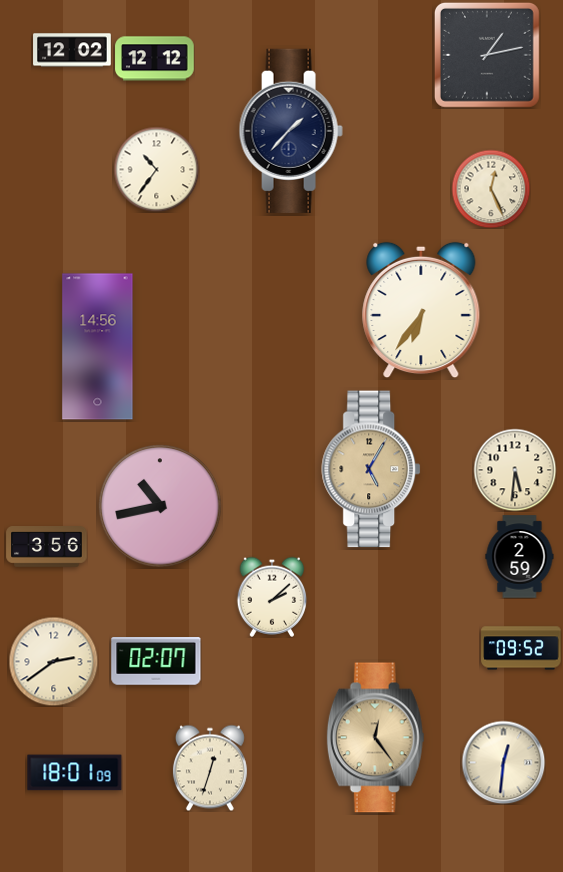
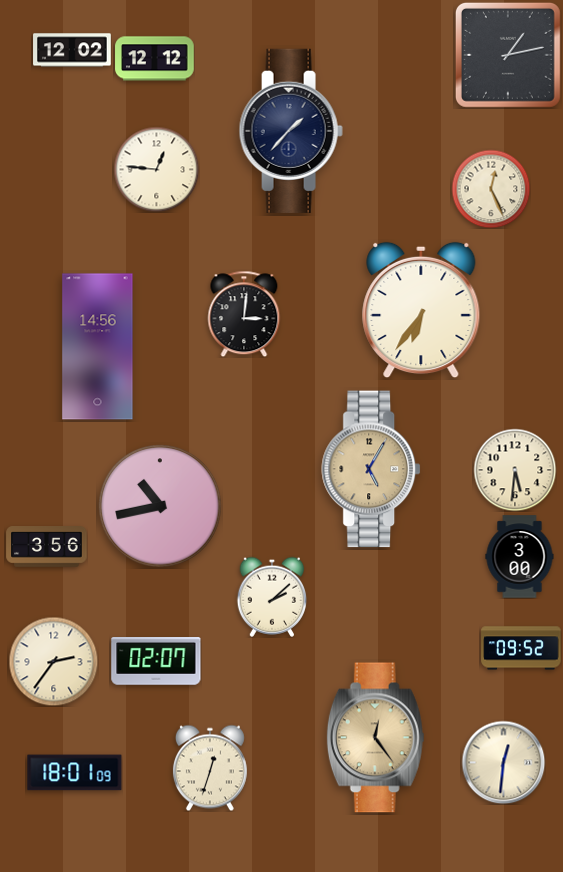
clock at (487, 55) position: (487, 55) -> (508, 55)
clock at (156, 169): 10:36 -> 12:46
clock at (244, 314): none -> 3:01
clock at (520, 557): 2:59 -> 3:00
clock at (53, 661): 2:39 -> 2:36
